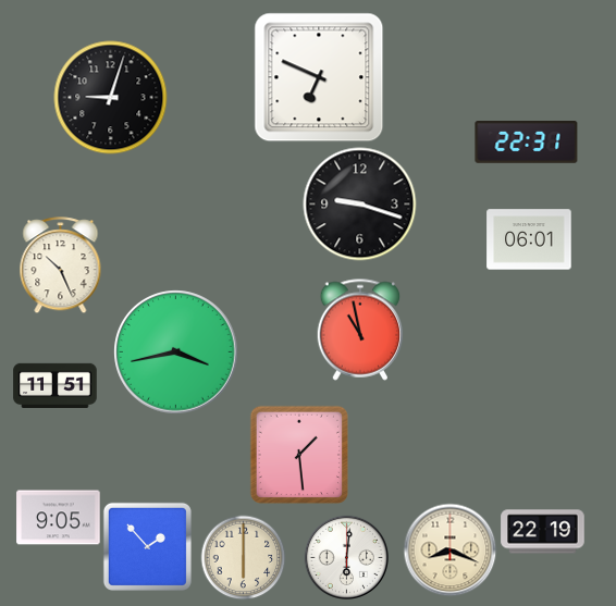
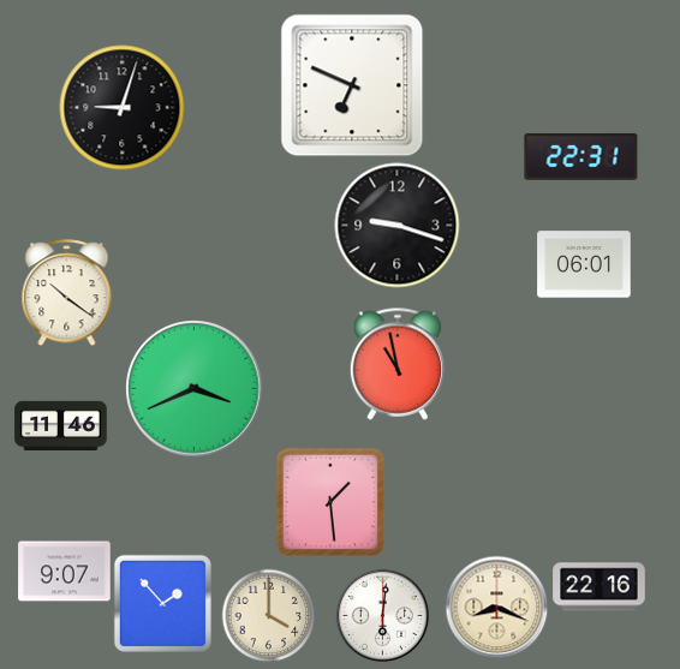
clock at (61, 265): 10:26 -> 10:21
clock at (176, 353): 3:43 -> 3:41
clock at (56, 386): 11:51 -> 11:46
clock at (59, 518): 9:05 -> 9:07
clock at (543, 532): 22:19 -> 22:16
clock at (243, 557): 6:00 -> 4:00
